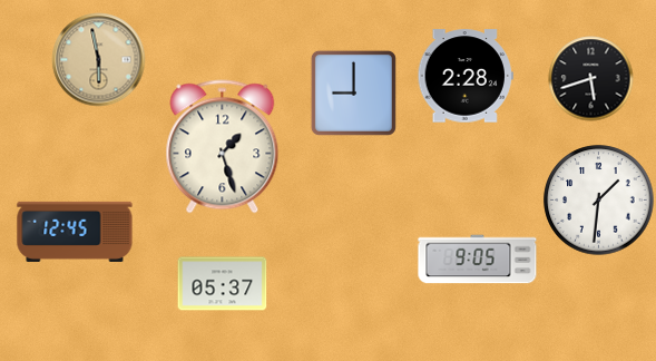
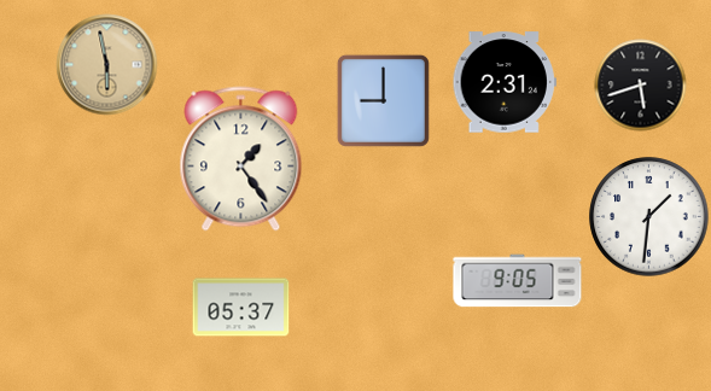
clock at (466, 76): 2:28 -> 2:31
clock at (223, 147): 1:27 -> 1:24
clock at (75, 232): 12:45 -> none
